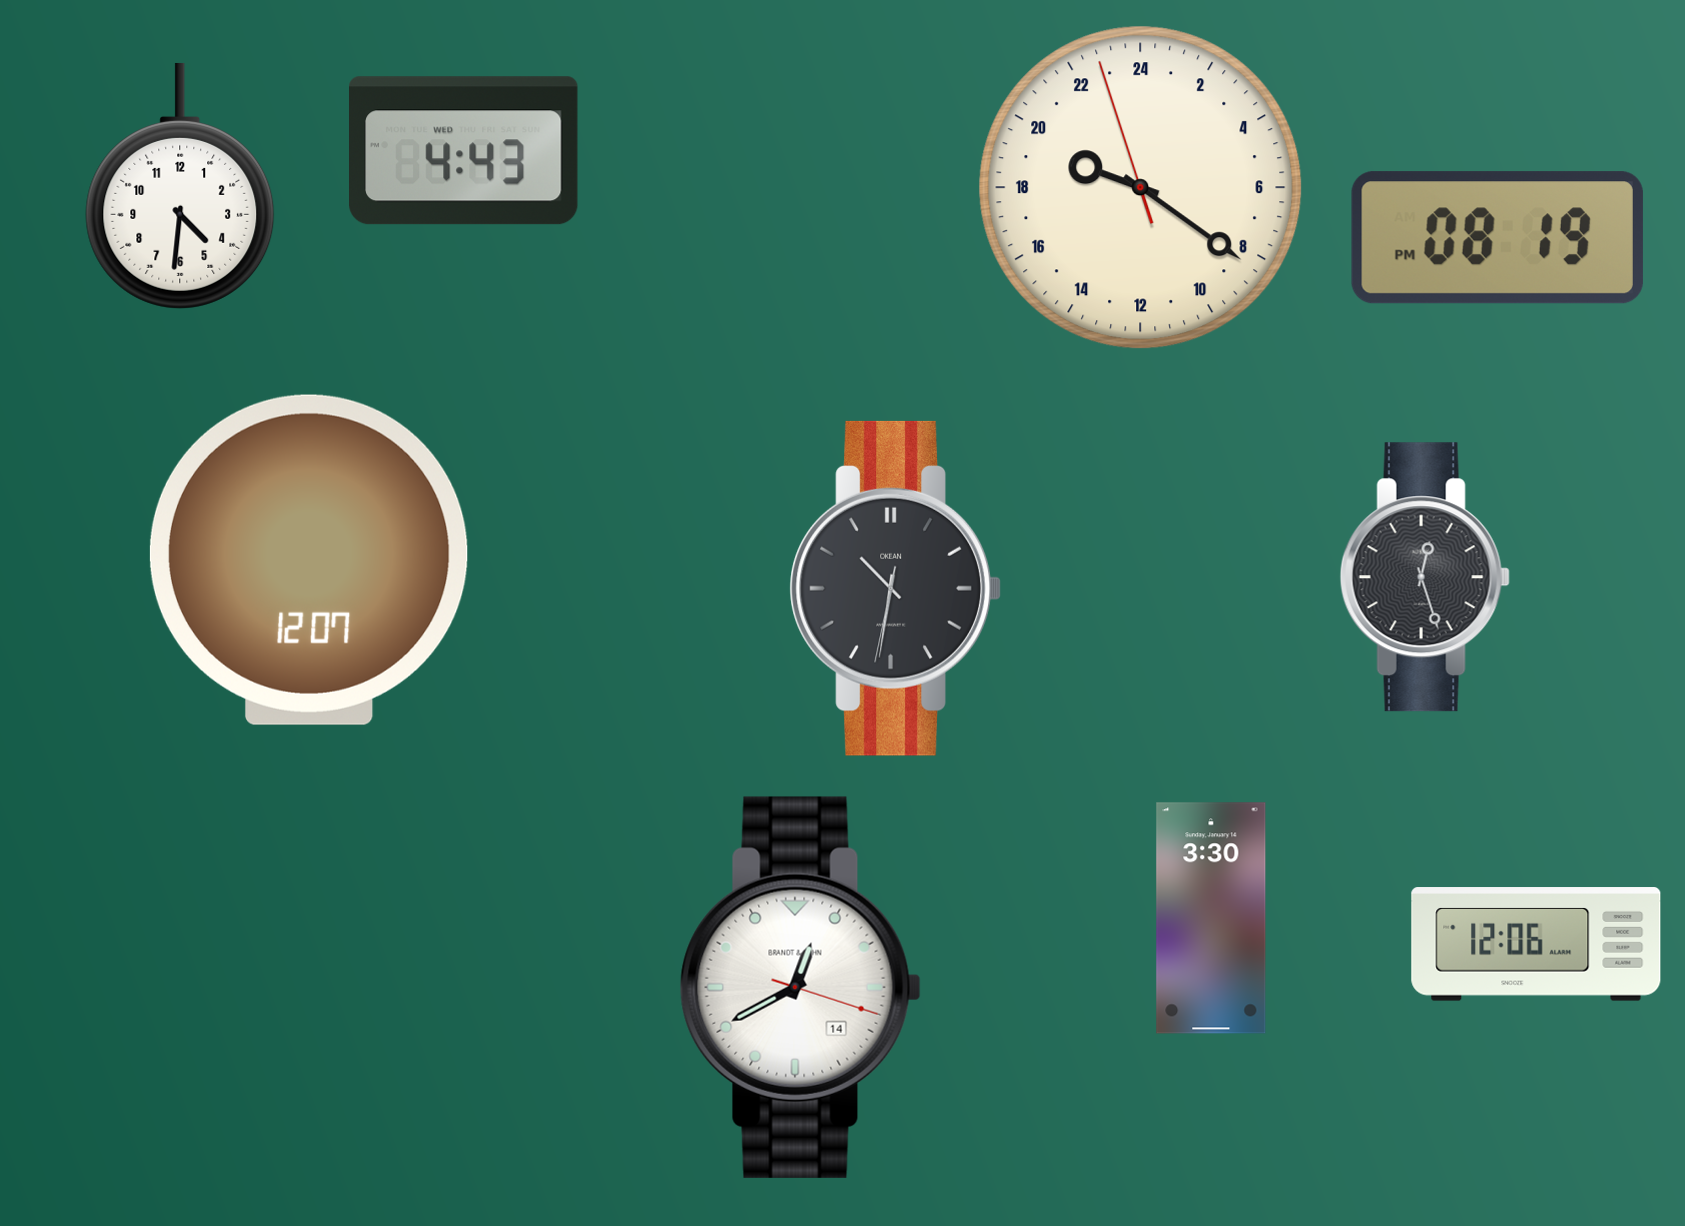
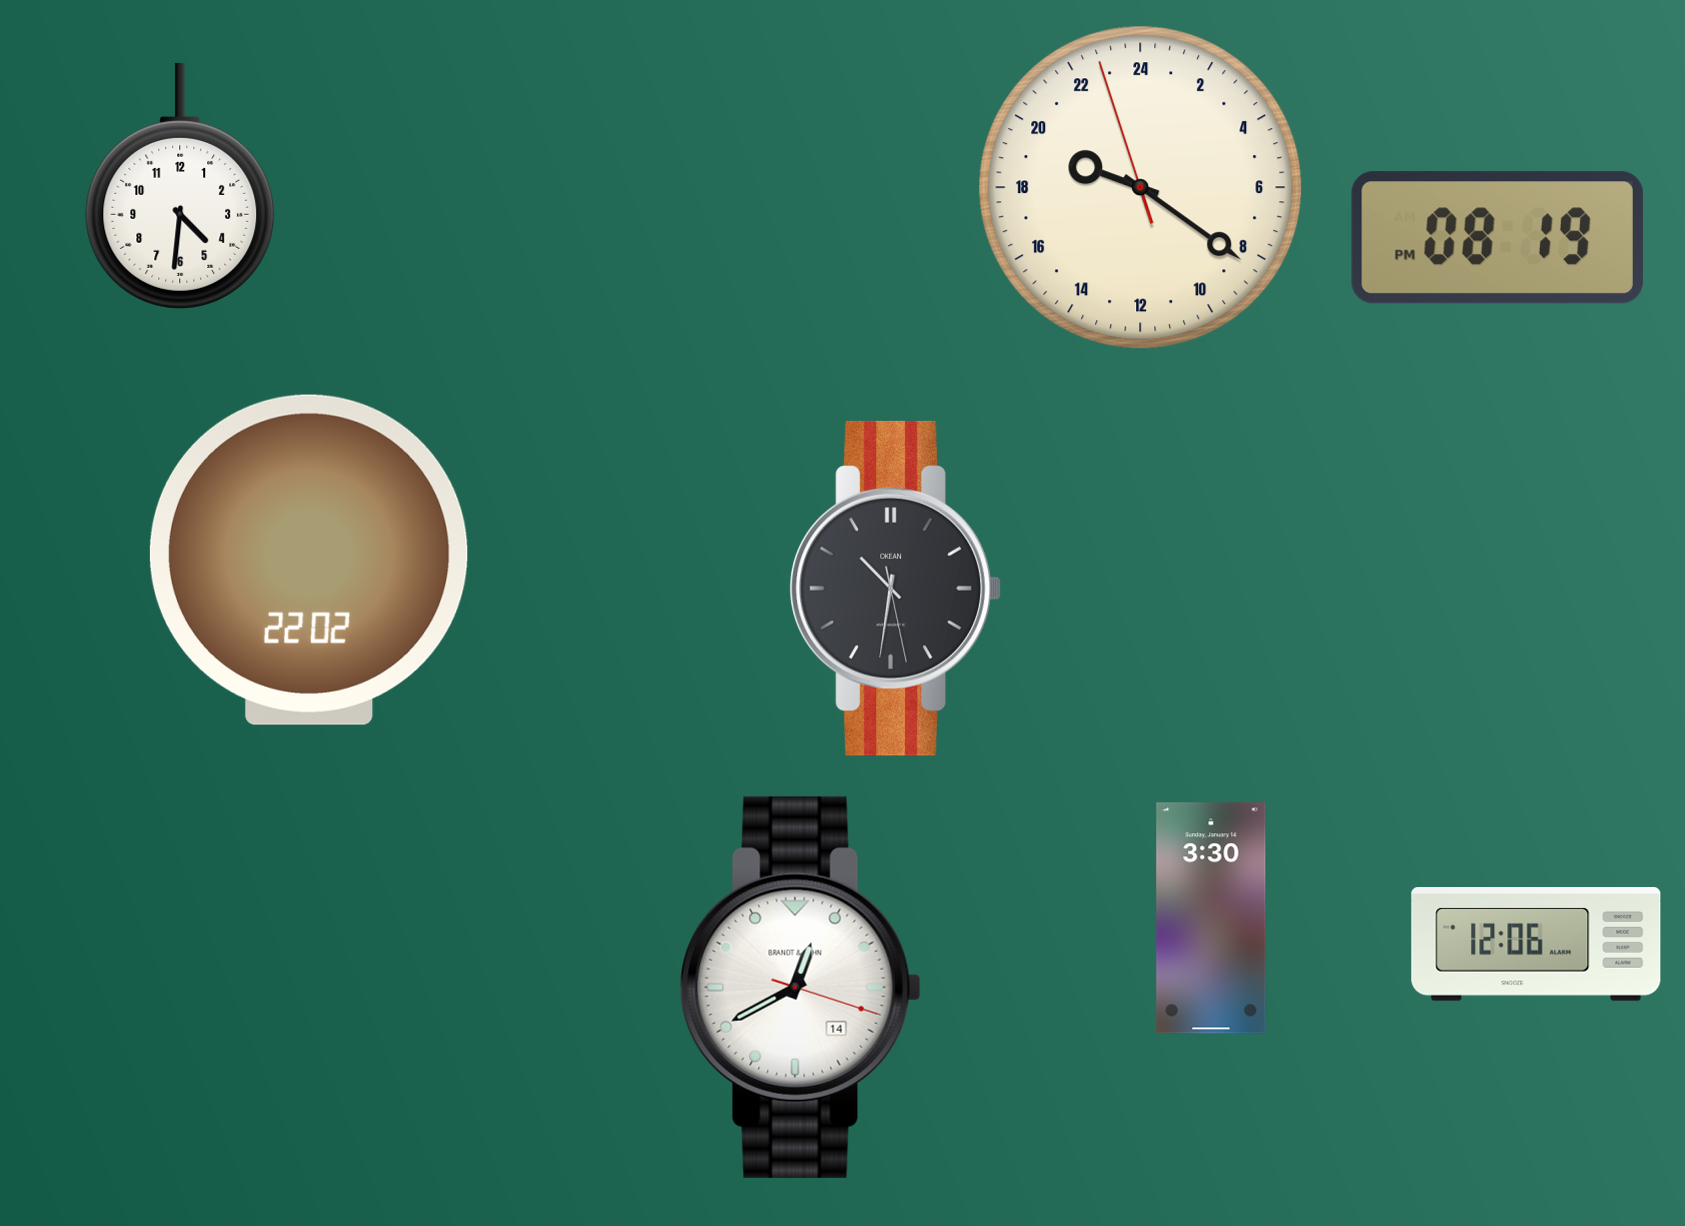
clock at (464, 151): 4:43 -> none
clock at (309, 560): 12:07 -> 22:02
clock at (1425, 577): 12:27 -> none
clock at (895, 588): 10:31:32 -> 10:31:28
